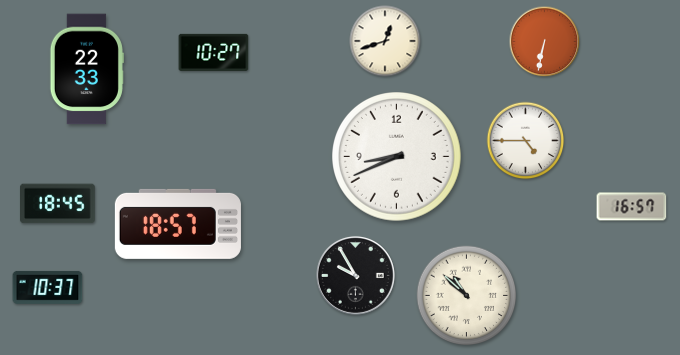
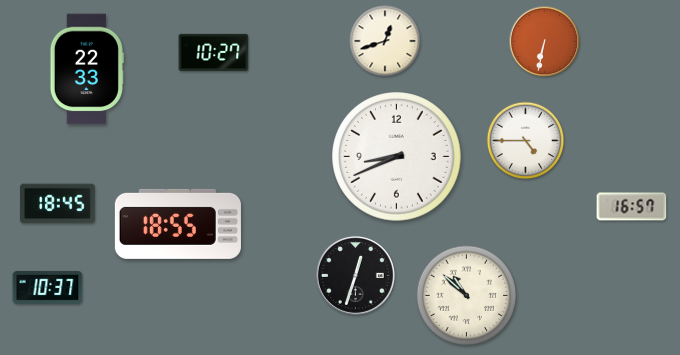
clock at (178, 224): 18:57 -> 18:55
clock at (355, 275): 9:55 -> 12:33
